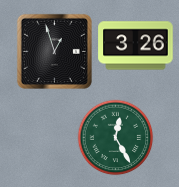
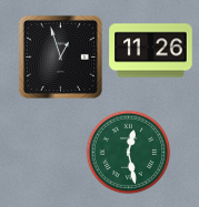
clock at (136, 46): 3:26 -> 11:26
clock at (116, 138): 12:25 -> 12:28
